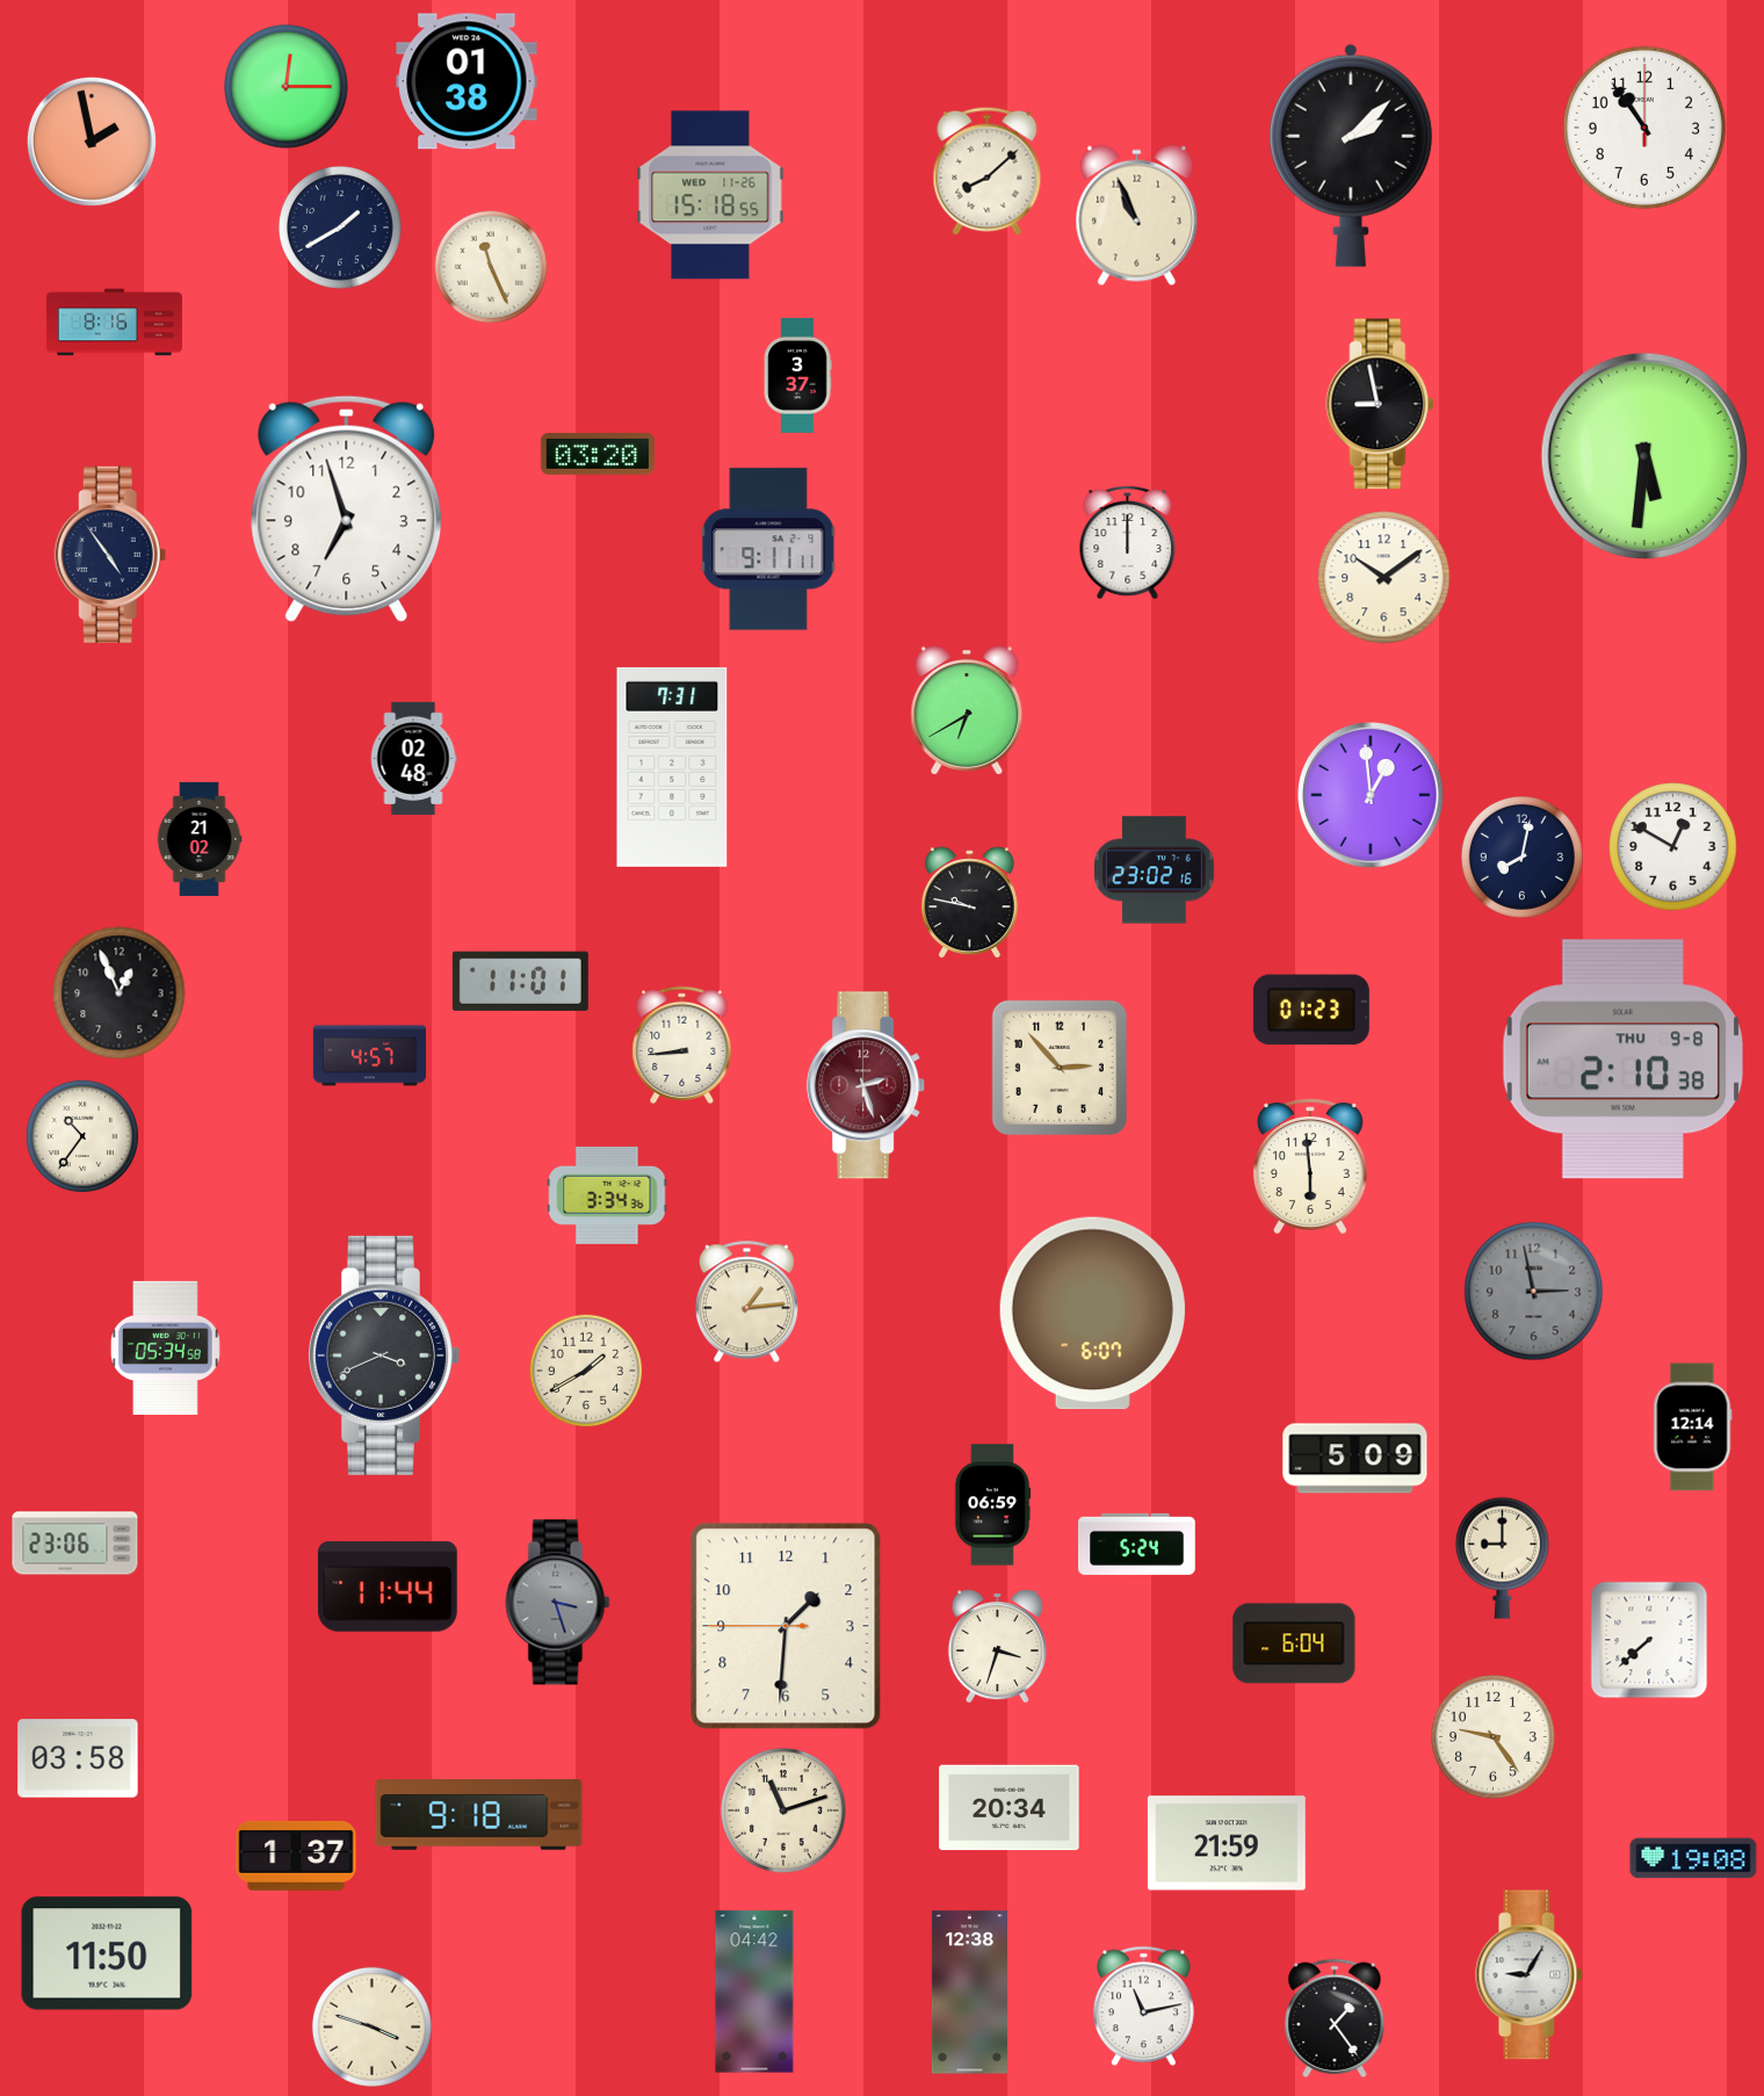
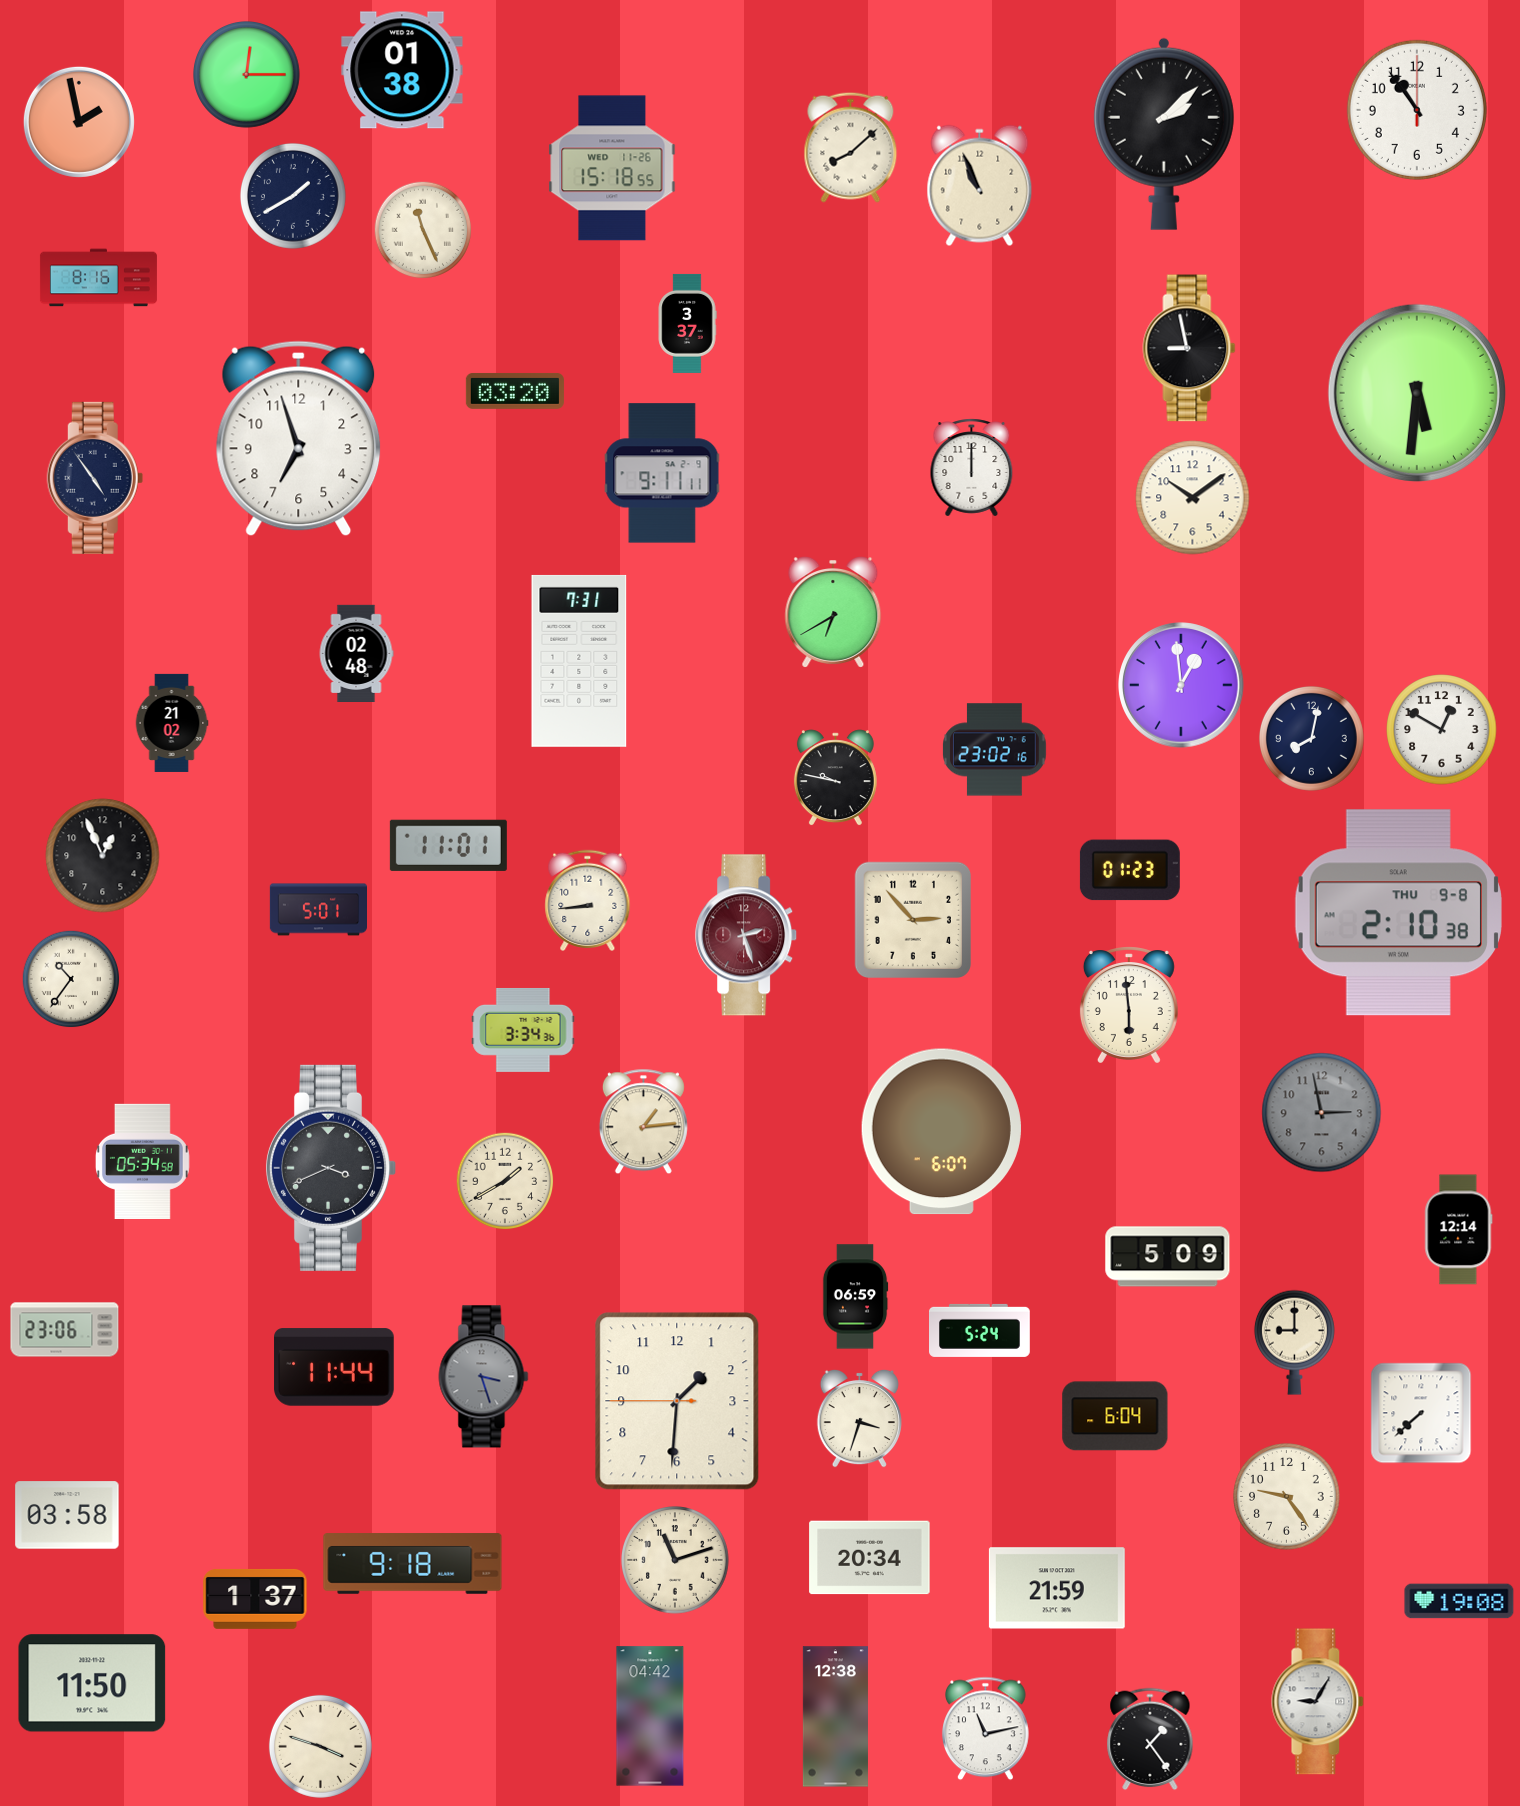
clock at (369, 1056): 4:57 -> 5:01
clock at (558, 1603) position: (558, 1603) -> (484, 1377)
